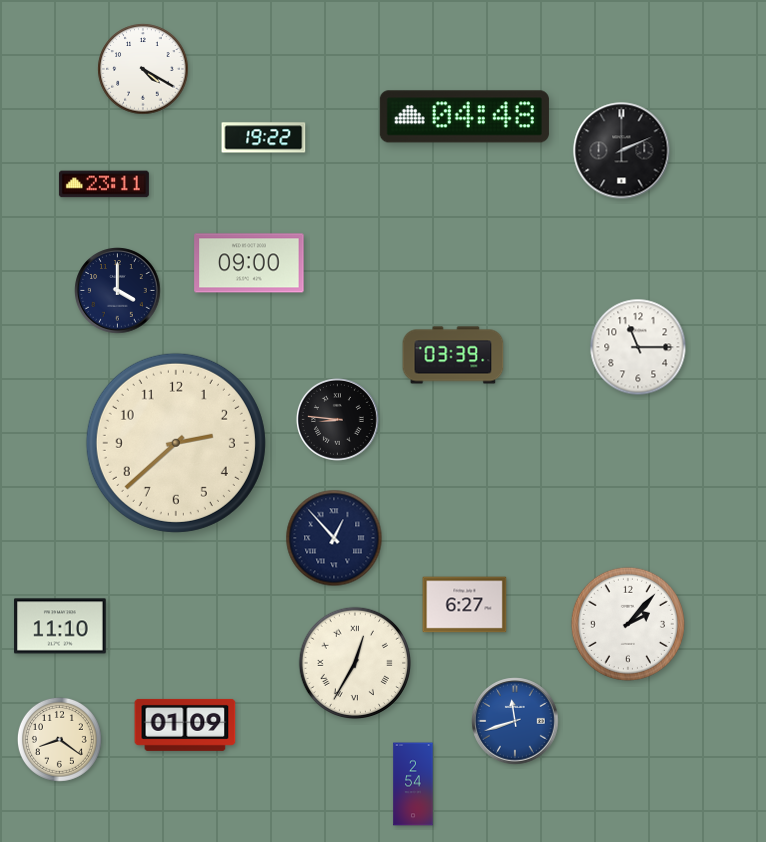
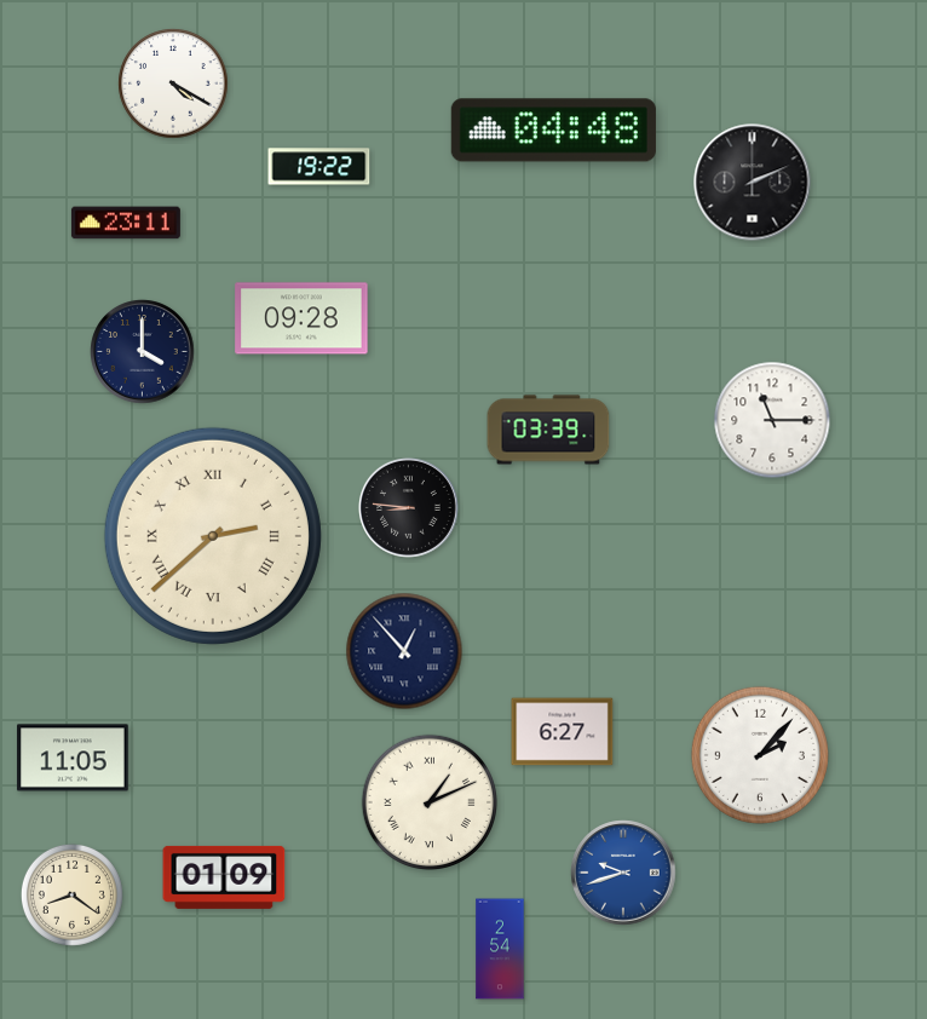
clock at (464, 117) position: (464, 117) -> (553, 131)
clock at (249, 263): 09:00 -> 09:28
clock at (176, 443) numerals: Arabic -> Roman
clock at (60, 626): 11:10 -> 11:05
clock at (354, 662): 12:35 -> 1:11
clock at (515, 721): 11:42 -> 9:42
